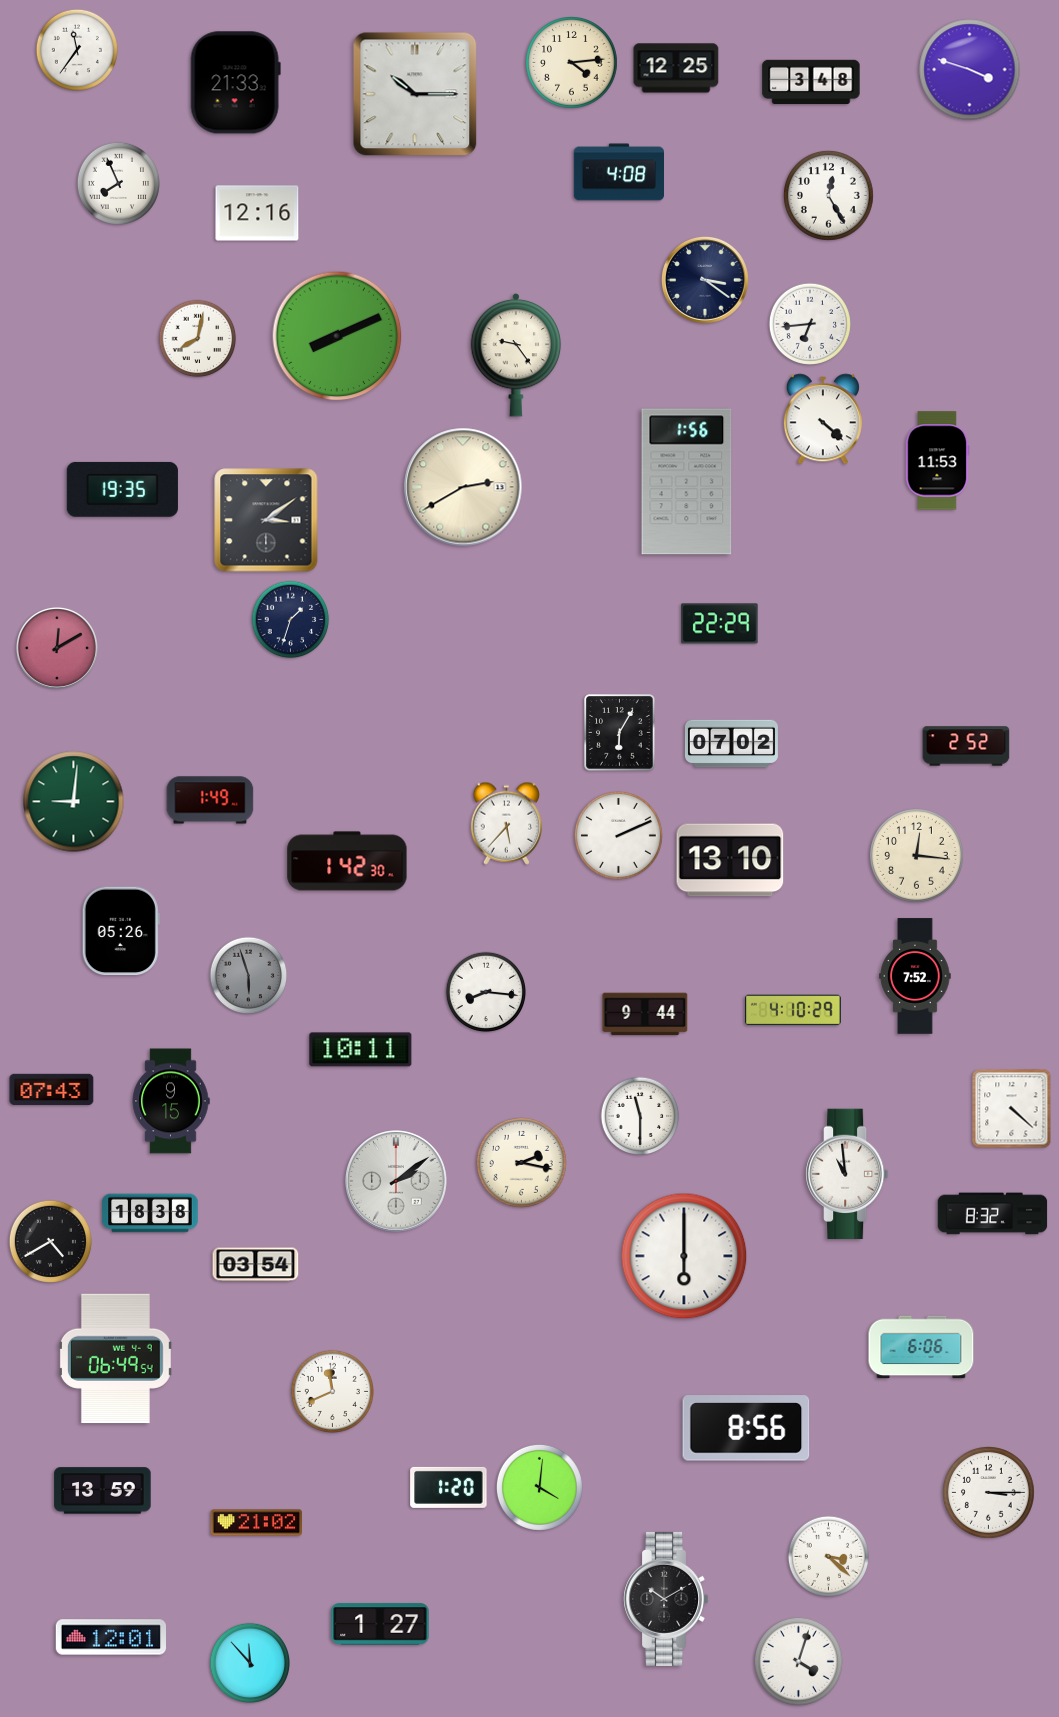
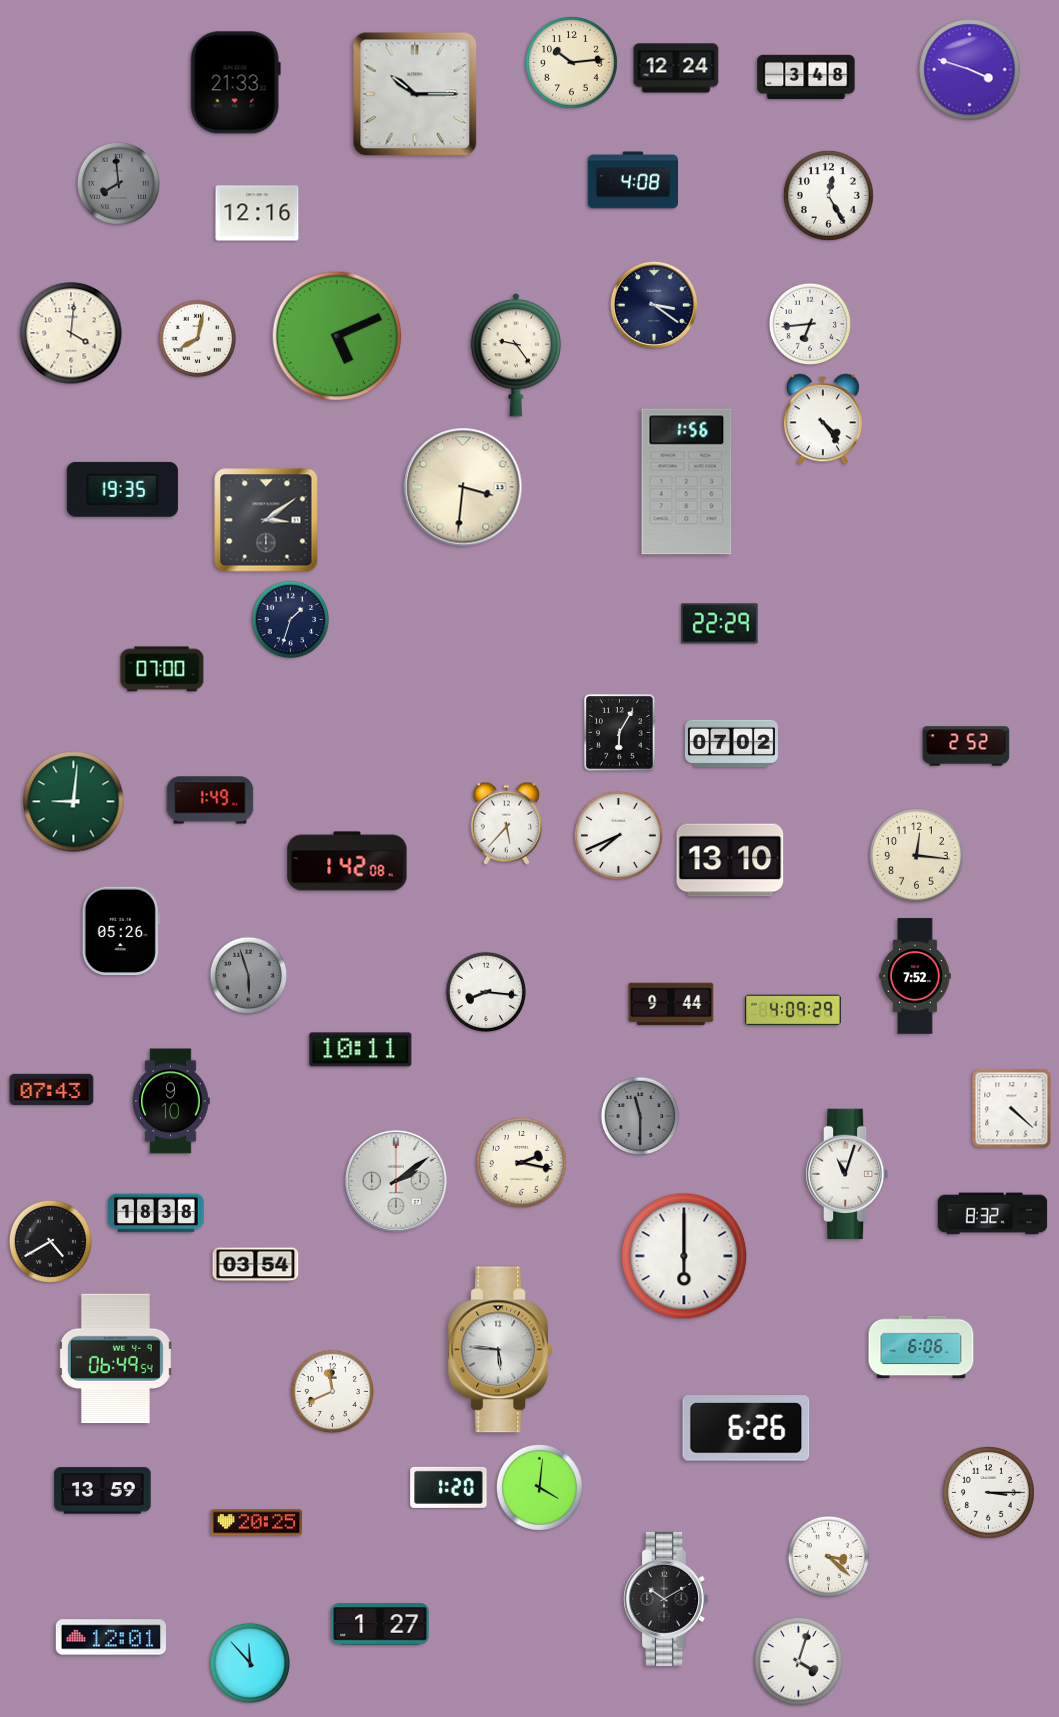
clock at (77, 50): 11:36 -> none
clock at (572, 63): 4:14 -> 10:14
clock at (676, 68): 12:25 -> 12:24
clock at (811, 82) position: (811, 82) -> (806, 77)
clock at (618, 172) position: (618, 172) -> (632, 180)
clock at (118, 183): 7:56 -> 7:59
clock at (118, 183) dial: white -> grey
clock at (705, 280) position: (705, 280) -> (654, 305)
clock at (71, 333): none -> 4:01
clock at (337, 336): 8:11 -> 5:11
clock at (823, 419): 4:22 -> 4:24
clock at (937, 461): 11:53 -> none
clock at (463, 487): 2:40 -> 3:31
clock at (57, 648): 12:10 -> none
clock at (162, 669): none -> 07:00
clock at (618, 835): 2:11 -> 7:41
clock at (347, 861): 1:42:30 -> 1:42:08
clock at (793, 1010): 4:10 -> 4:09
clock at (645, 1014) position: (645, 1014) -> (671, 1004)
clock at (171, 1101): 9:15 -> 9:10
clock at (640, 1116) dial: white -> grey
clock at (848, 1174): 10:59 -> 11:03
clock at (150, 1213) position: (150, 1213) -> (156, 1213)
clock at (500, 1350): none -> 5:46
clock at (746, 1428): 8:56 -> 6:26
clock at (256, 1523): 21:02 -> 20:25
